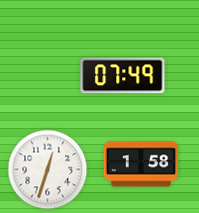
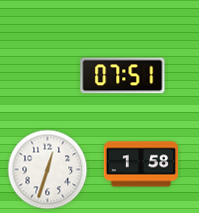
clock at (123, 76): 07:49 -> 07:51
